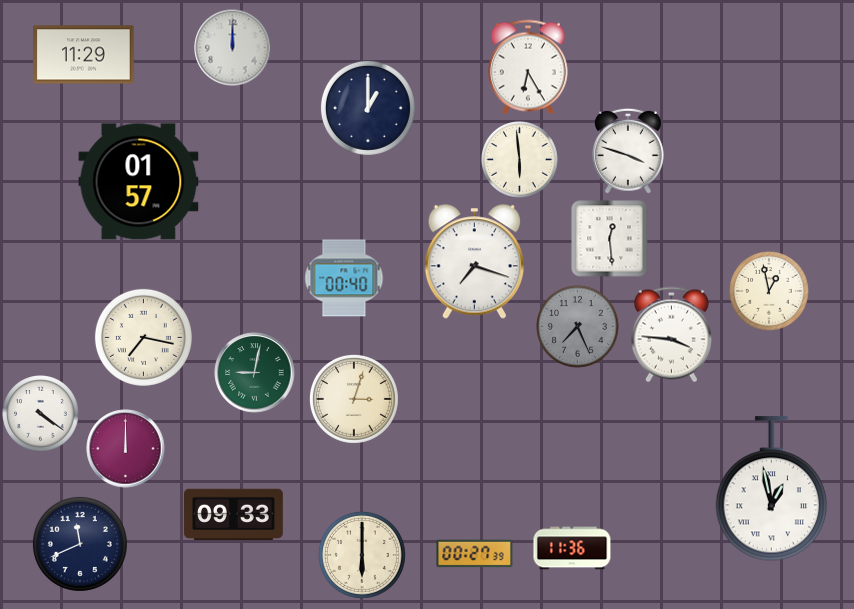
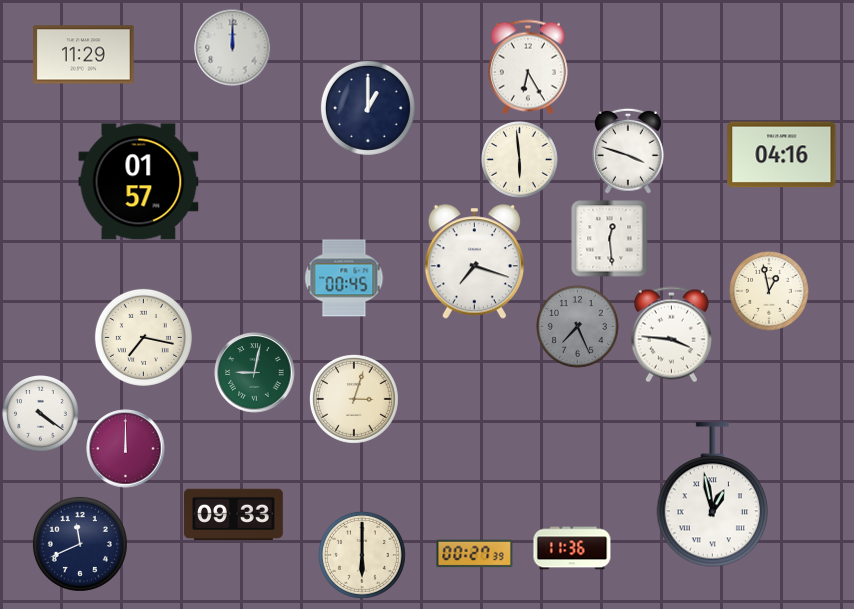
clock at (782, 155): none -> 04:16
clock at (344, 278): 00:40 -> 00:45
clock at (772, 489) position: (772, 489) -> (713, 495)
